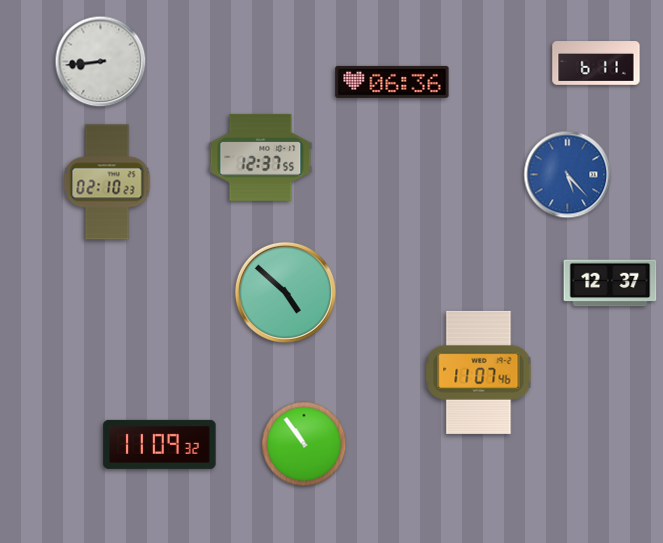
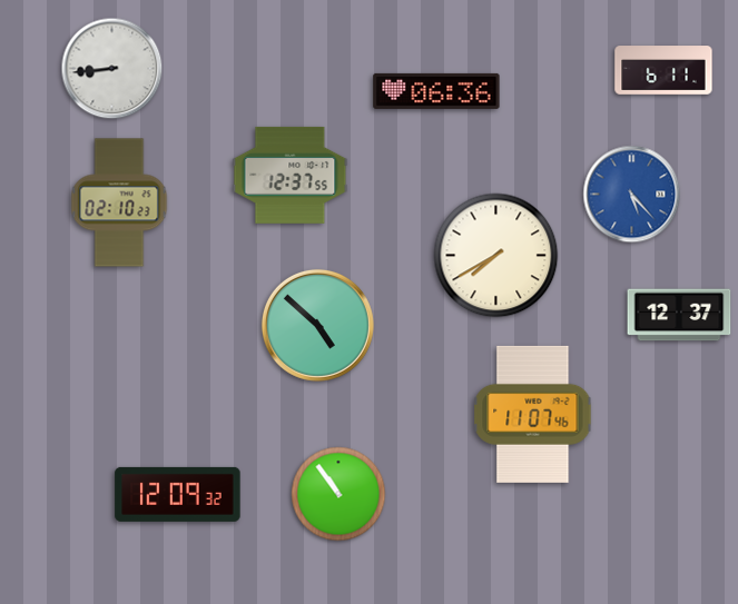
clock at (496, 256): none -> 7:40
clock at (160, 444): 11:09 -> 12:09
